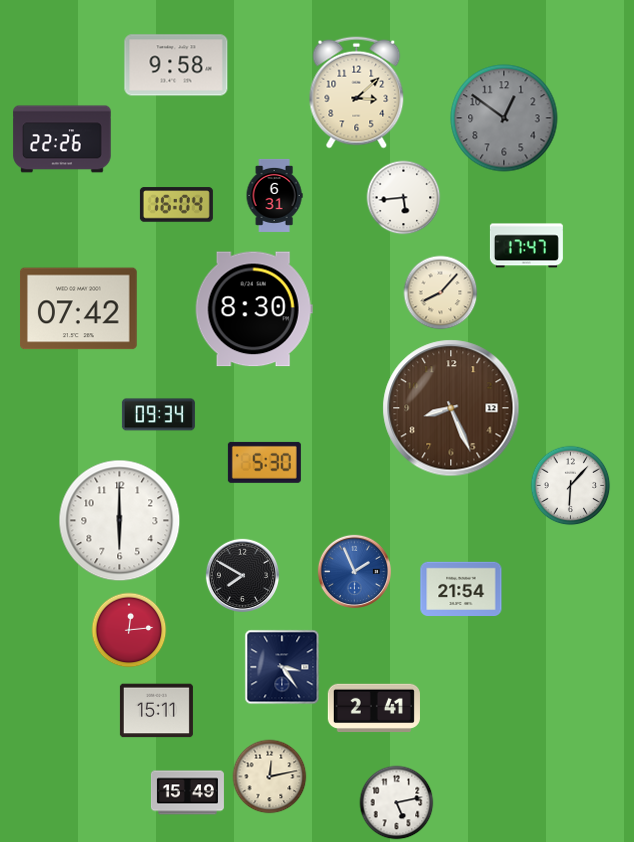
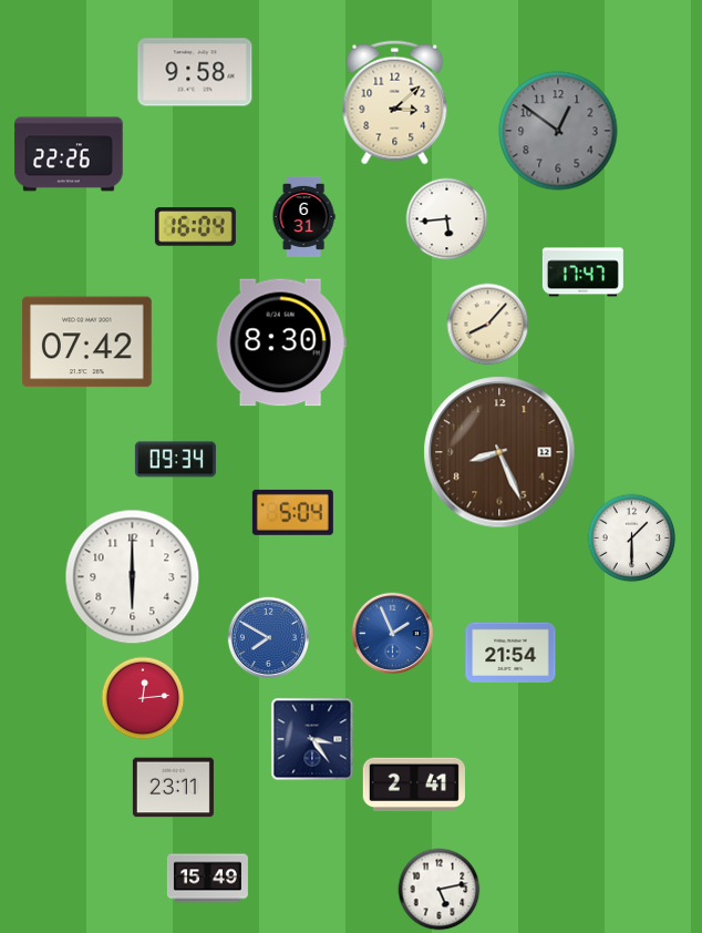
clock at (264, 462): 5:30 -> 5:04
clock at (571, 486): 6:07 -> 1:30
clock at (242, 575) dial: black -> blue
clock at (156, 711): 15:11 -> 23:11
clock at (270, 777): 12:13 -> none
